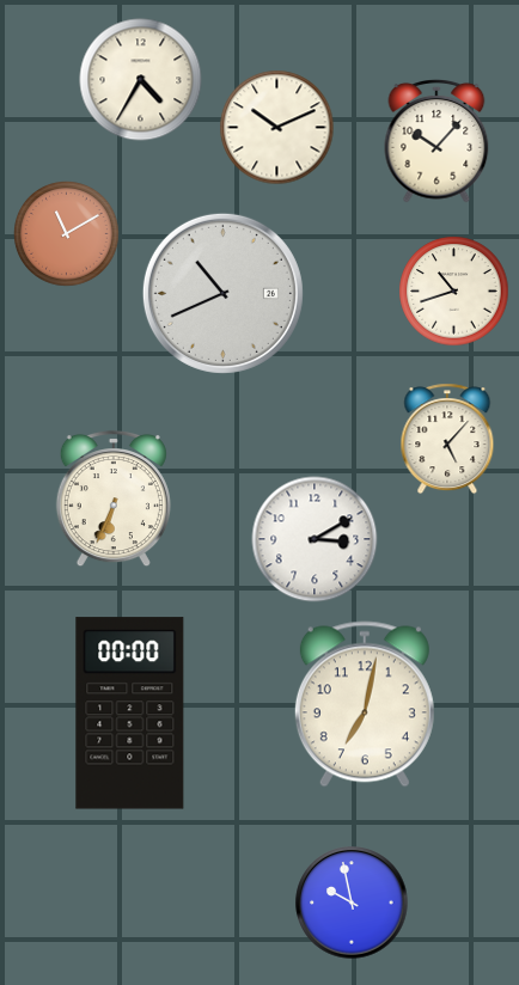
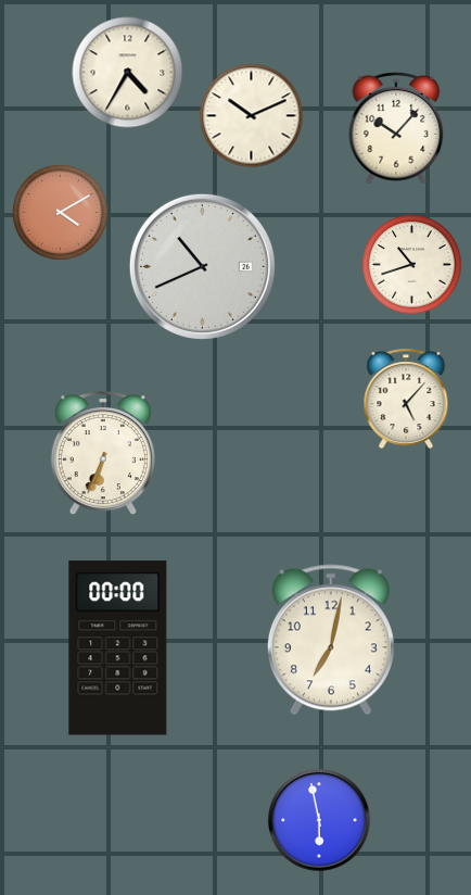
clock at (67, 234): 11:10 -> 4:10
clock at (315, 539): 3:10 -> none
clock at (352, 903): 9:58 -> 5:58
